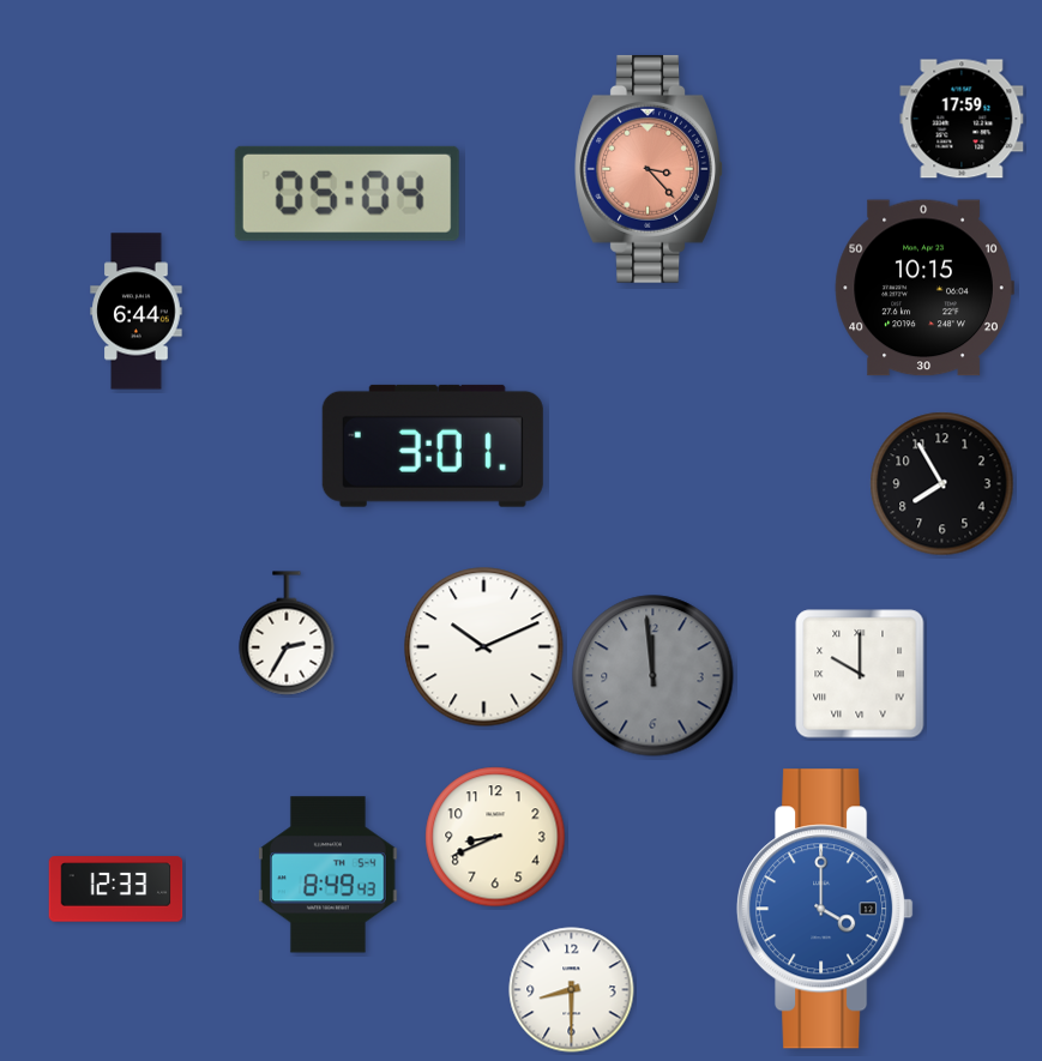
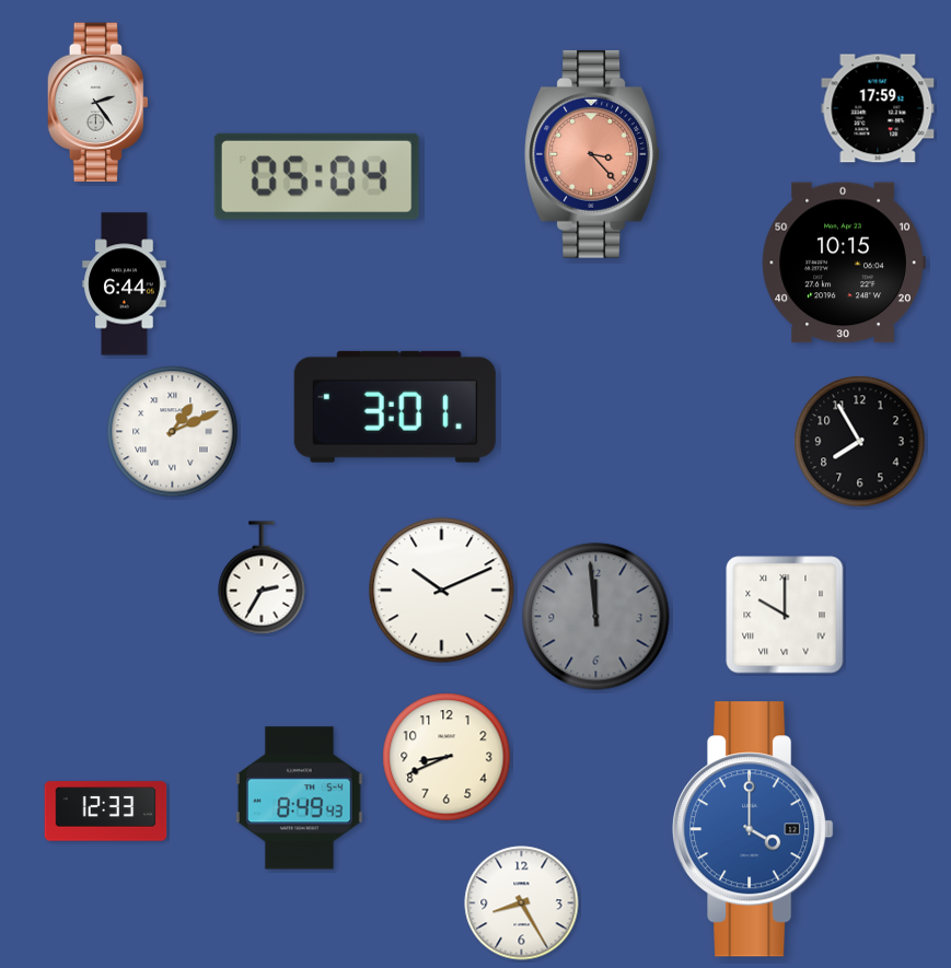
clock at (97, 103): none -> 2:24
clock at (173, 432): none -> 1:11
clock at (495, 837) position: (495, 837) -> (446, 757)
clock at (572, 990): 8:30 -> 8:25
